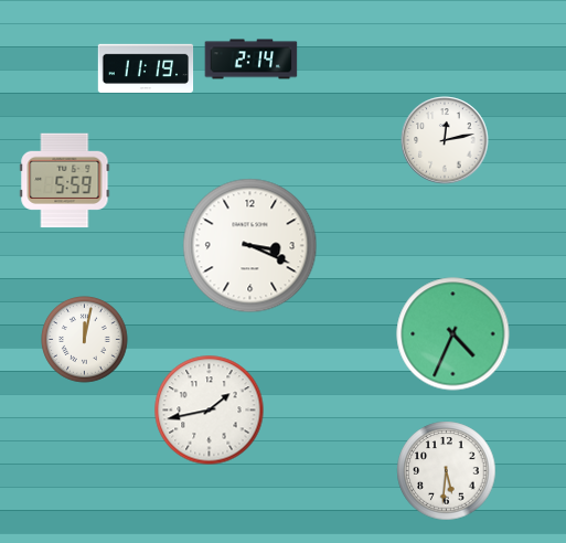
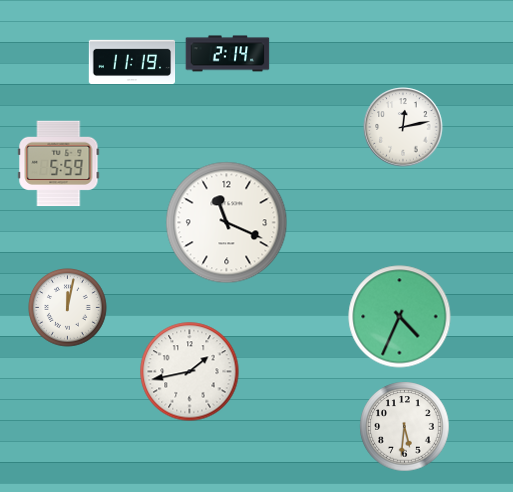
clock at (250, 246): 3:19 -> 11:19
clock at (453, 334) position: (453, 334) -> (400, 317)
clock at (85, 340) position: (85, 340) -> (68, 308)
